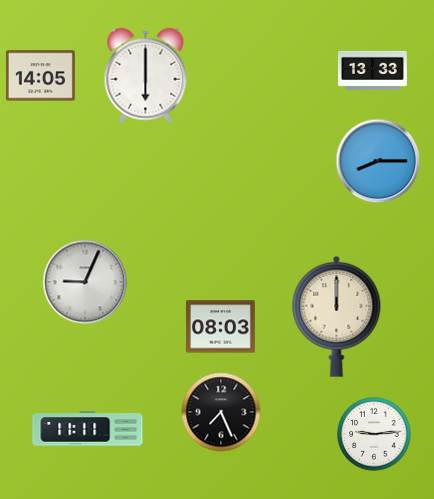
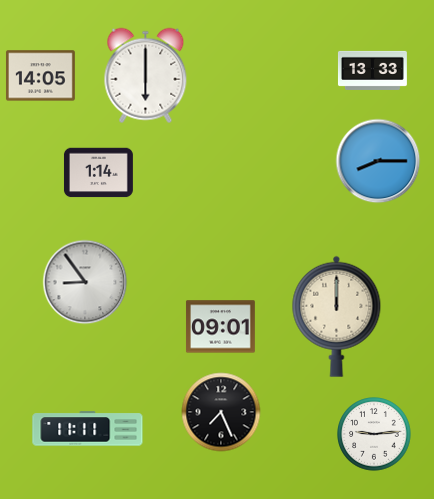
clock at (98, 173): none -> 1:14
clock at (85, 282): 9:04 -> 8:54
clock at (220, 327): 08:03 -> 09:01
